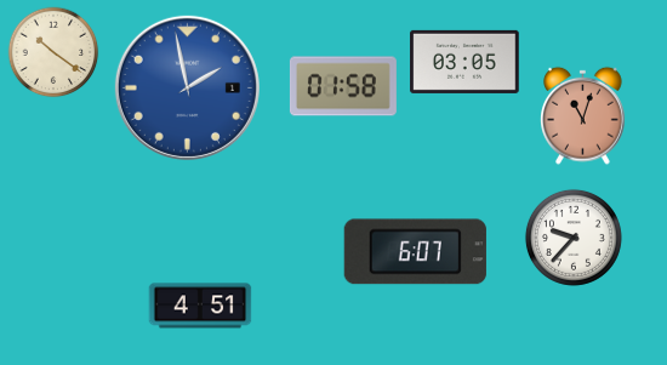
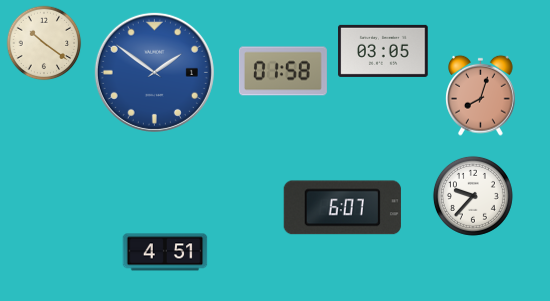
clock at (187, 87): 1:58 -> 1:51
clock at (583, 115): 11:03 -> 8:03
